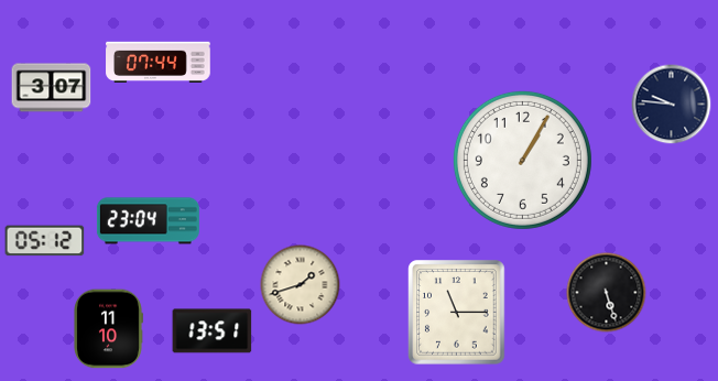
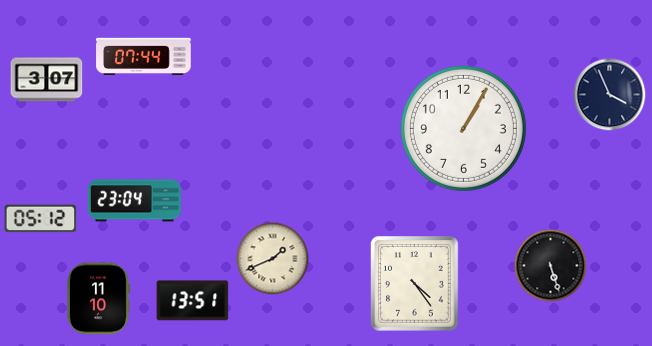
clock at (672, 105): 9:46 -> 3:56
clock at (522, 160) position: (522, 160) -> (463, 128)
clock at (301, 285): 1:42 -> 1:41
clock at (457, 313): 11:15 -> 4:24
